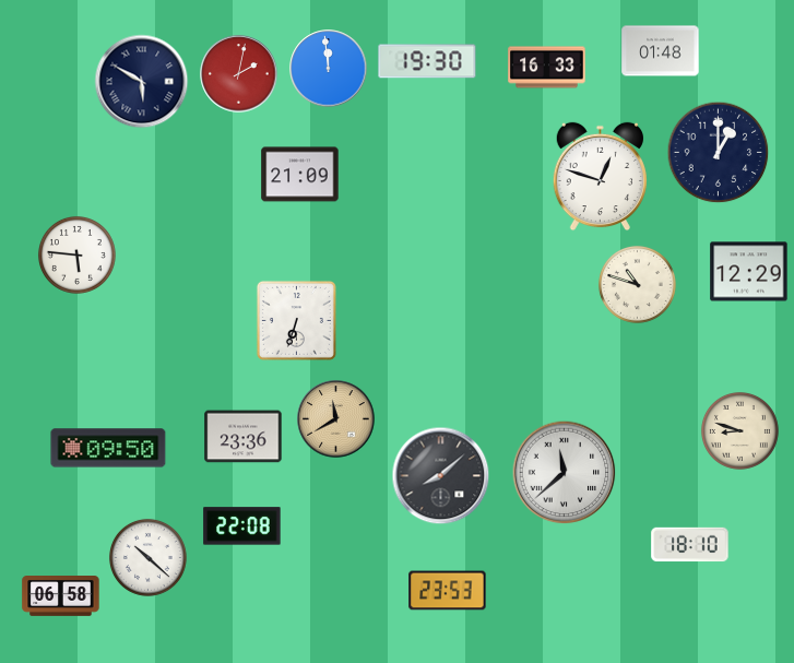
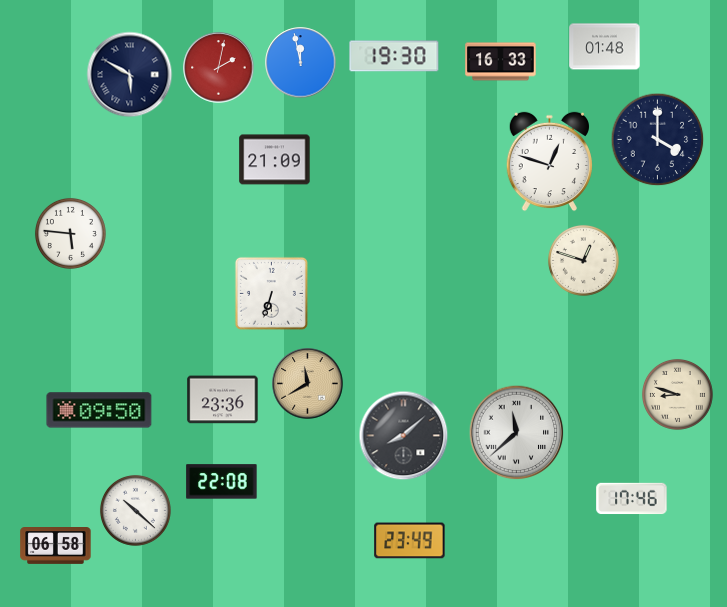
clock at (427, 61) position: (427, 61) -> (394, 56)
clock at (329, 69): 11:59 -> 11:58
clock at (719, 153): 1:00 -> 4:00
clock at (749, 272): 12:29 -> none
clock at (637, 284): 10:48 -> 12:48
clock at (690, 545): 18:10 -> 17:46
clock at (448, 591): 23:53 -> 23:49
